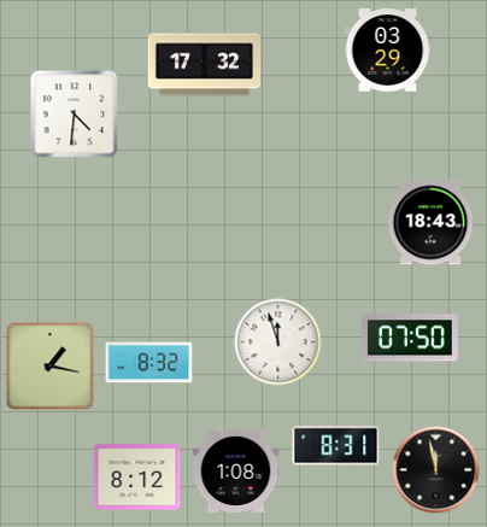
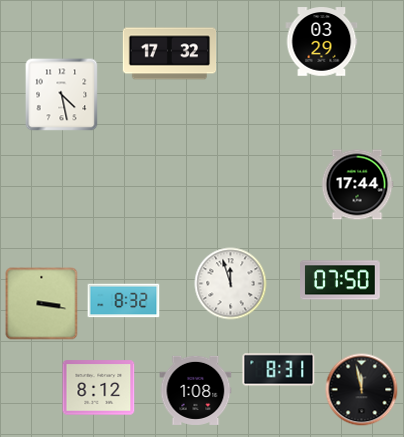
clock at (75, 115): 4:31 -> 4:28
clock at (430, 223): 18:43 -> 17:44
clock at (51, 367): 1:17 -> 3:17
clock at (137, 478) position: (137, 478) -> (99, 388)
